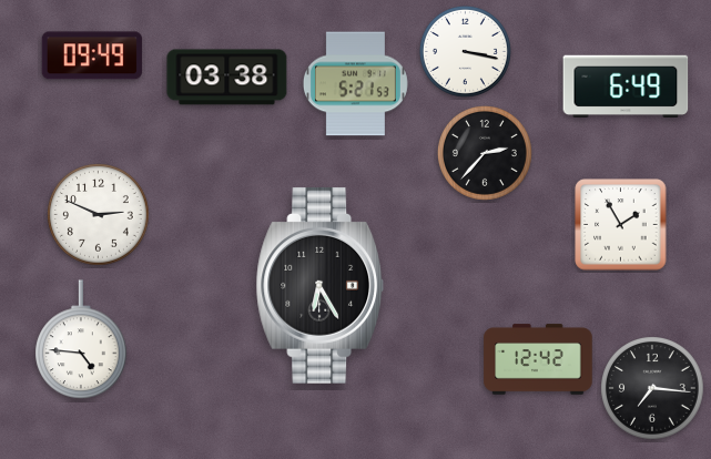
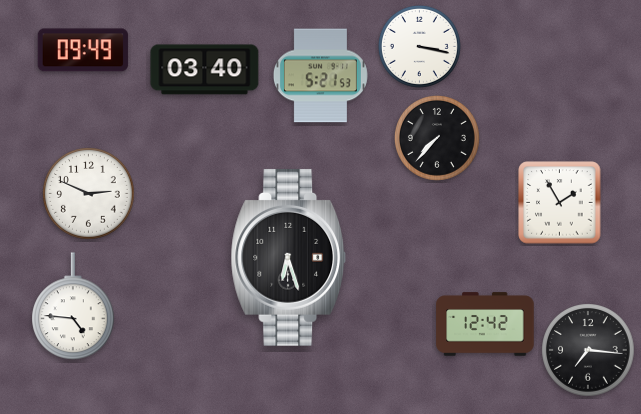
clock at (227, 78): 03:38 -> 03:40
clock at (626, 85): 6:49 -> none
clock at (485, 153): 2:37 -> 7:37
clock at (321, 286): 6:25 -> 6:27
